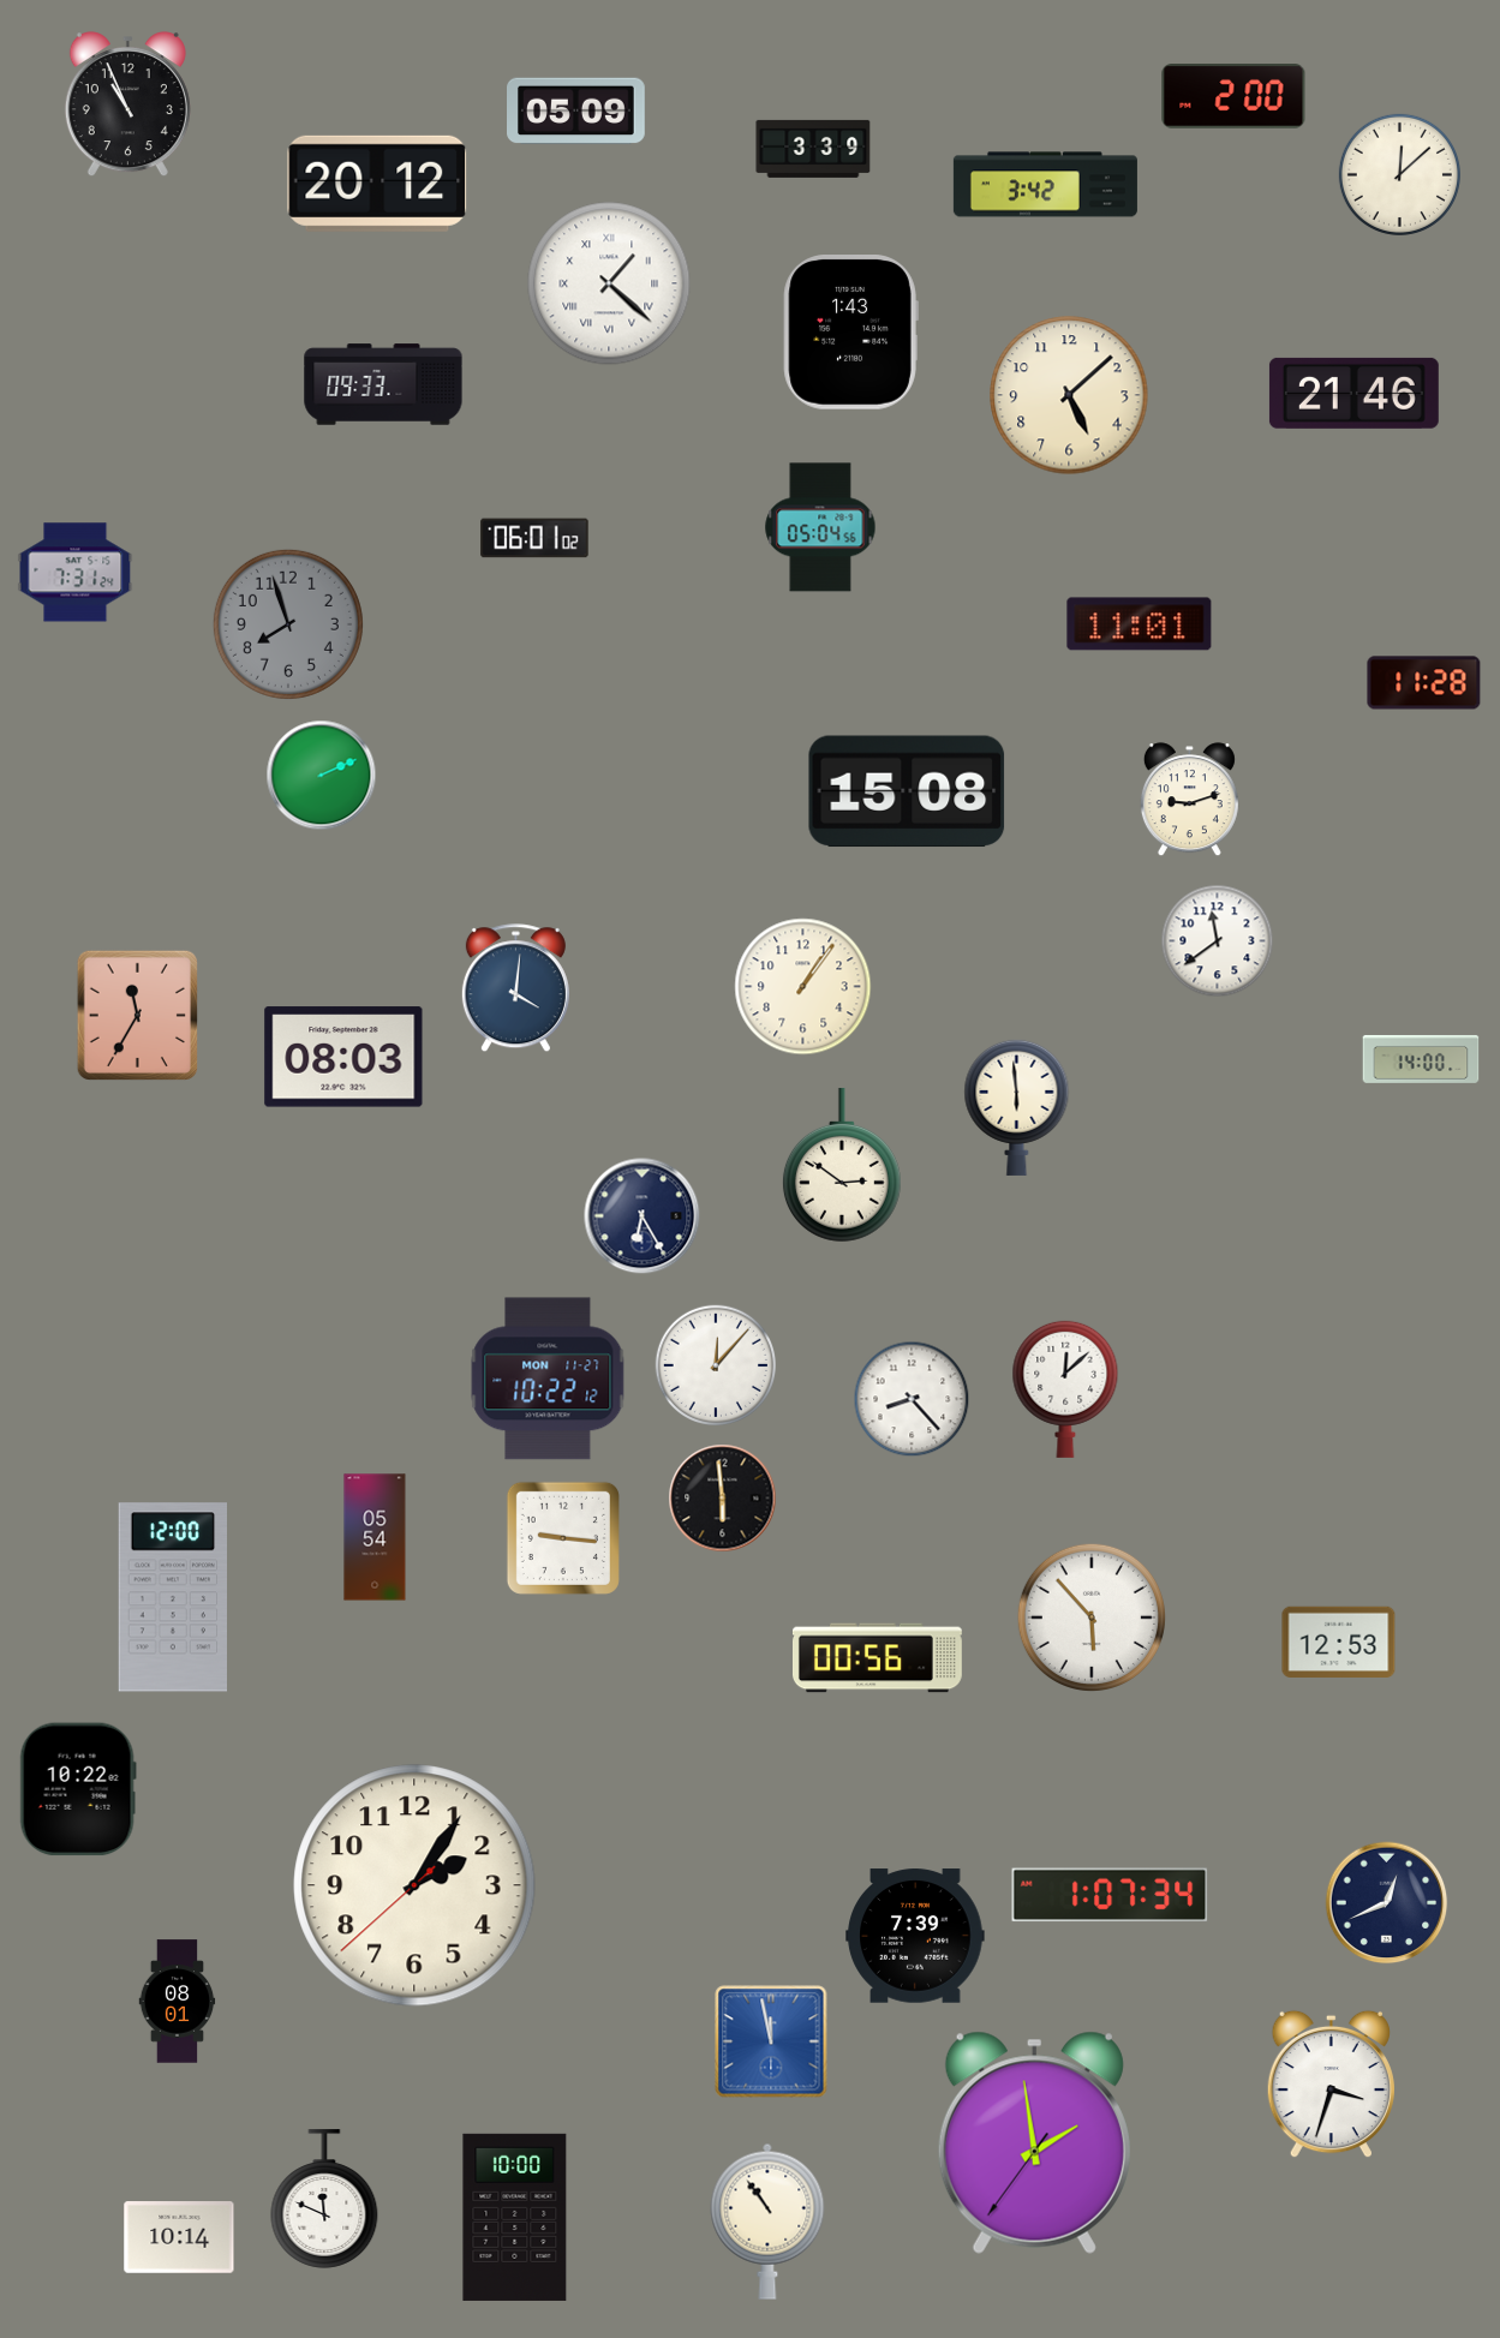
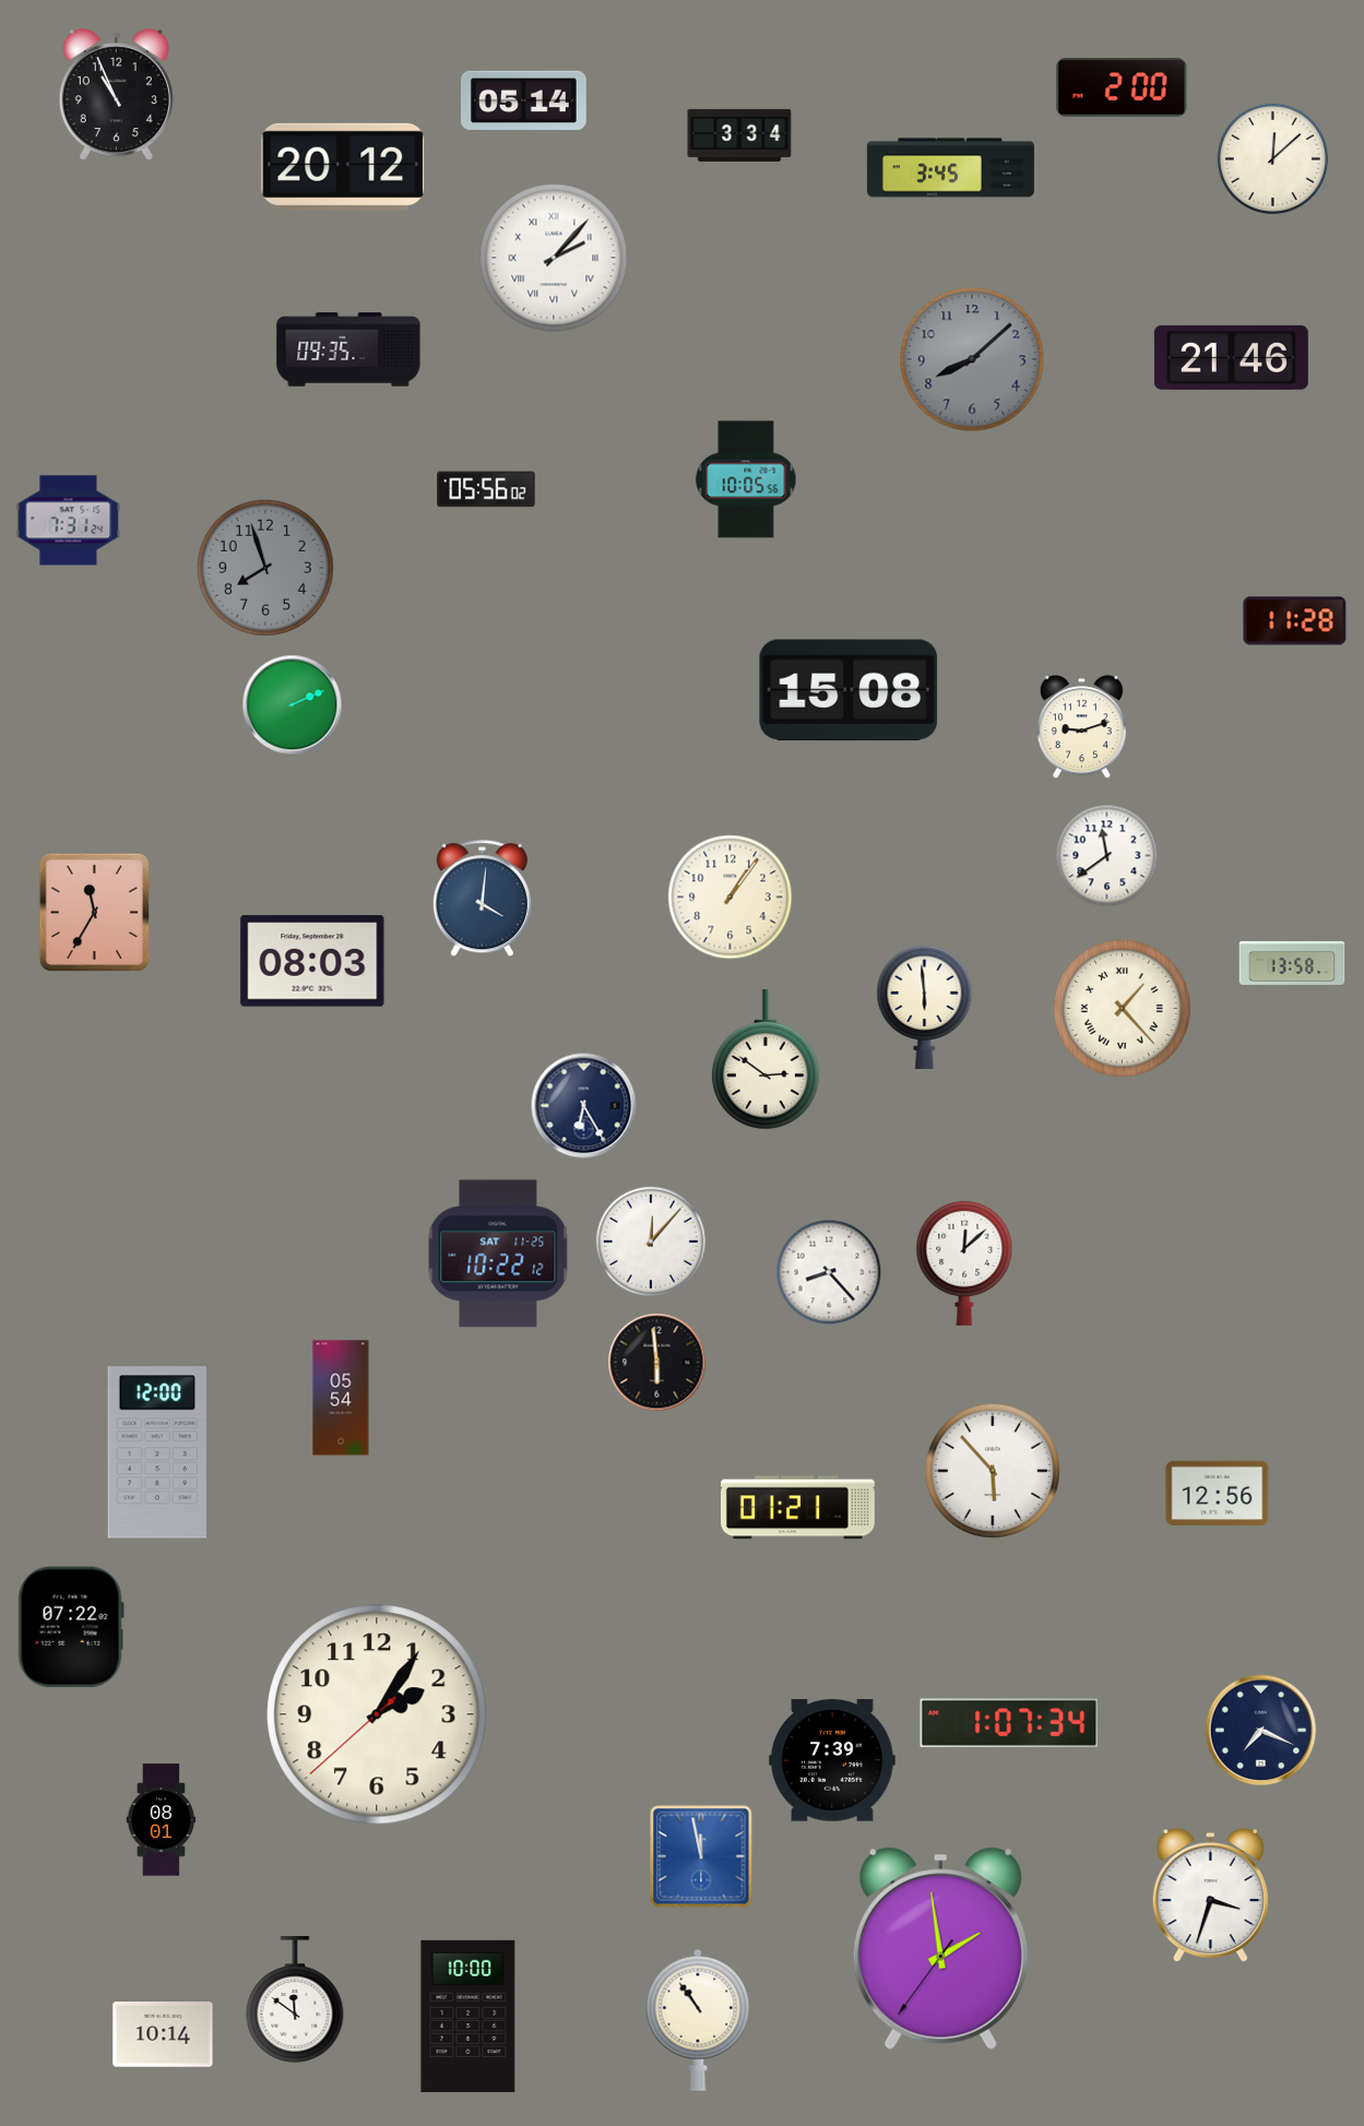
clock at (576, 112): 05:09 -> 05:14
clock at (813, 149): 3:39 -> 3:34
clock at (1045, 185): 3:42 -> 3:45
clock at (609, 283): 1:22 -> 2:07
clock at (850, 333): 1:43 -> none
clock at (383, 384): 09:33 -> 09:35
clock at (1069, 395): 5:08 -> 8:08
clock at (1069, 395) dial: cream -> grey
clock at (820, 527): 05:04 -> 10:05
clock at (534, 538): 06:01 -> 05:56
clock at (288, 624) position: (288, 624) -> (265, 568)
clock at (1140, 624): 11:01 -> none
clock at (907, 791) position: (907, 791) -> (849, 690)
clock at (515, 988) position: (515, 988) -> (482, 899)
clock at (137, 1015) position: (137, 1015) -> (94, 912)
clock at (1421, 1059): 14:00 -> 13:58
clock at (1122, 1008): none -> 1:23
clock at (548, 1379) date: MON 11-27 -> SAT 11-25
clock at (1065, 1389) position: (1065, 1389) -> (964, 1263)
clock at (563, 1538): 9:16 -> none
clock at (1339, 1643): 12:53 -> 12:56
clock at (877, 1658): 00:56 -> 01:21
clock at (78, 1789): 10:22 -> 07:22
clock at (1387, 1903): 12:41 -> 7:19
clock at (324, 2199): 11:49 -> 11:51
